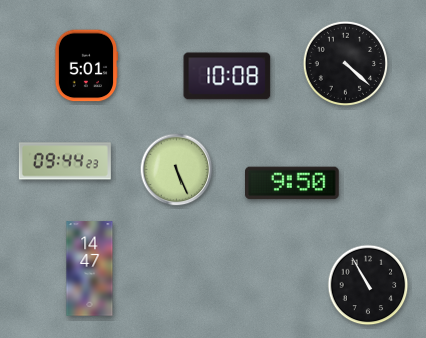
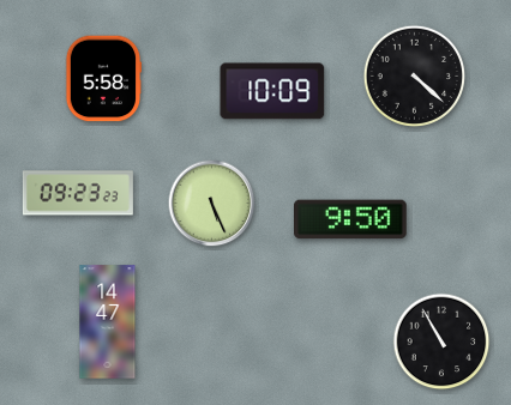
clock at (86, 66): 5:01 -> 5:58
clock at (227, 76): 10:08 -> 10:09
clock at (65, 161): 09:44 -> 09:23
